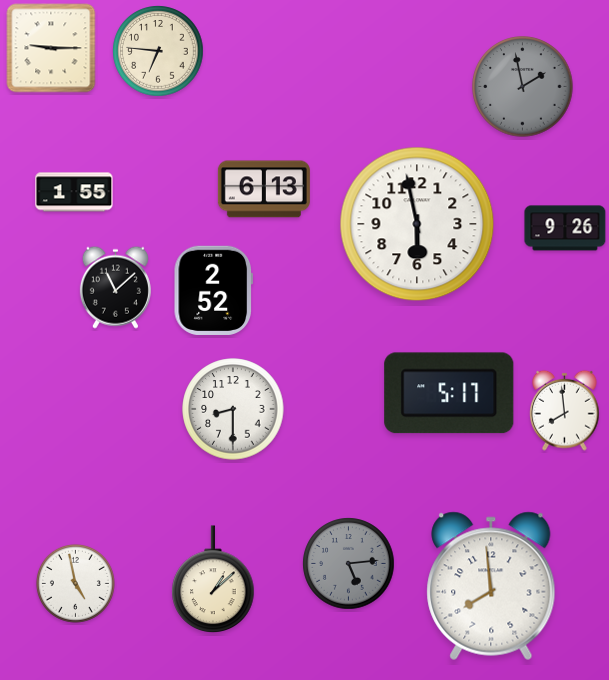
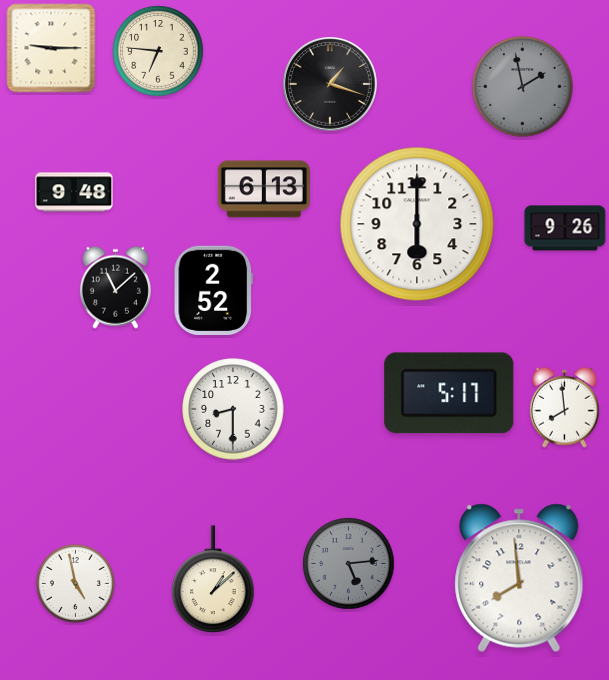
clock at (331, 85): none -> 1:18
clock at (74, 192): 1:55 -> 9:48
clock at (417, 224): 5:58 -> 6:00
clock at (565, 410) position: (565, 410) -> (565, 407)
clock at (491, 586) position: (491, 586) -> (519, 578)
